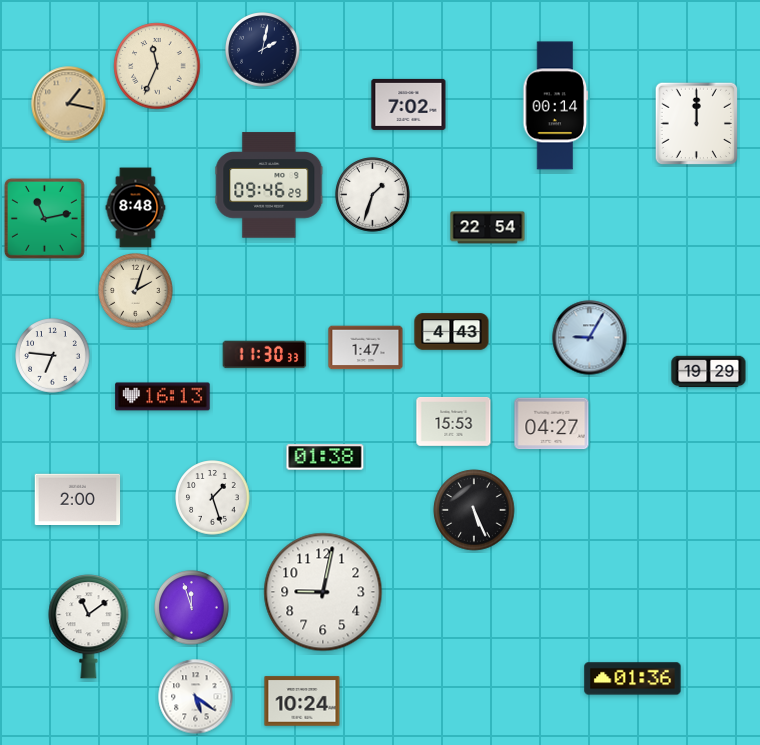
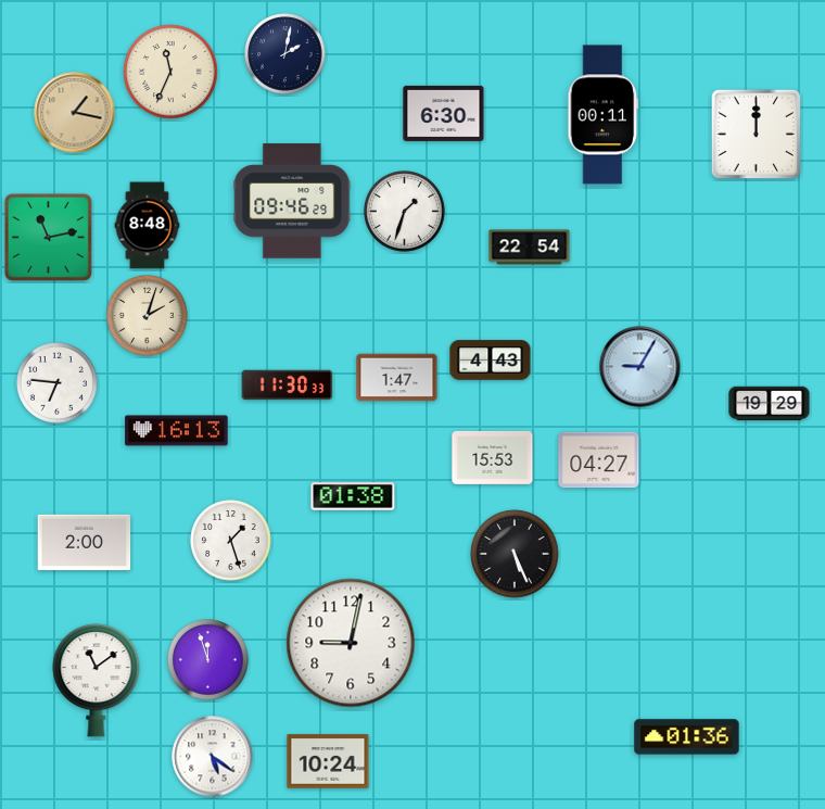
clock at (409, 104): 7:02 -> 6:30
clock at (556, 106): 00:14 -> 00:11
clock at (53, 356) position: (53, 356) -> (58, 383)
